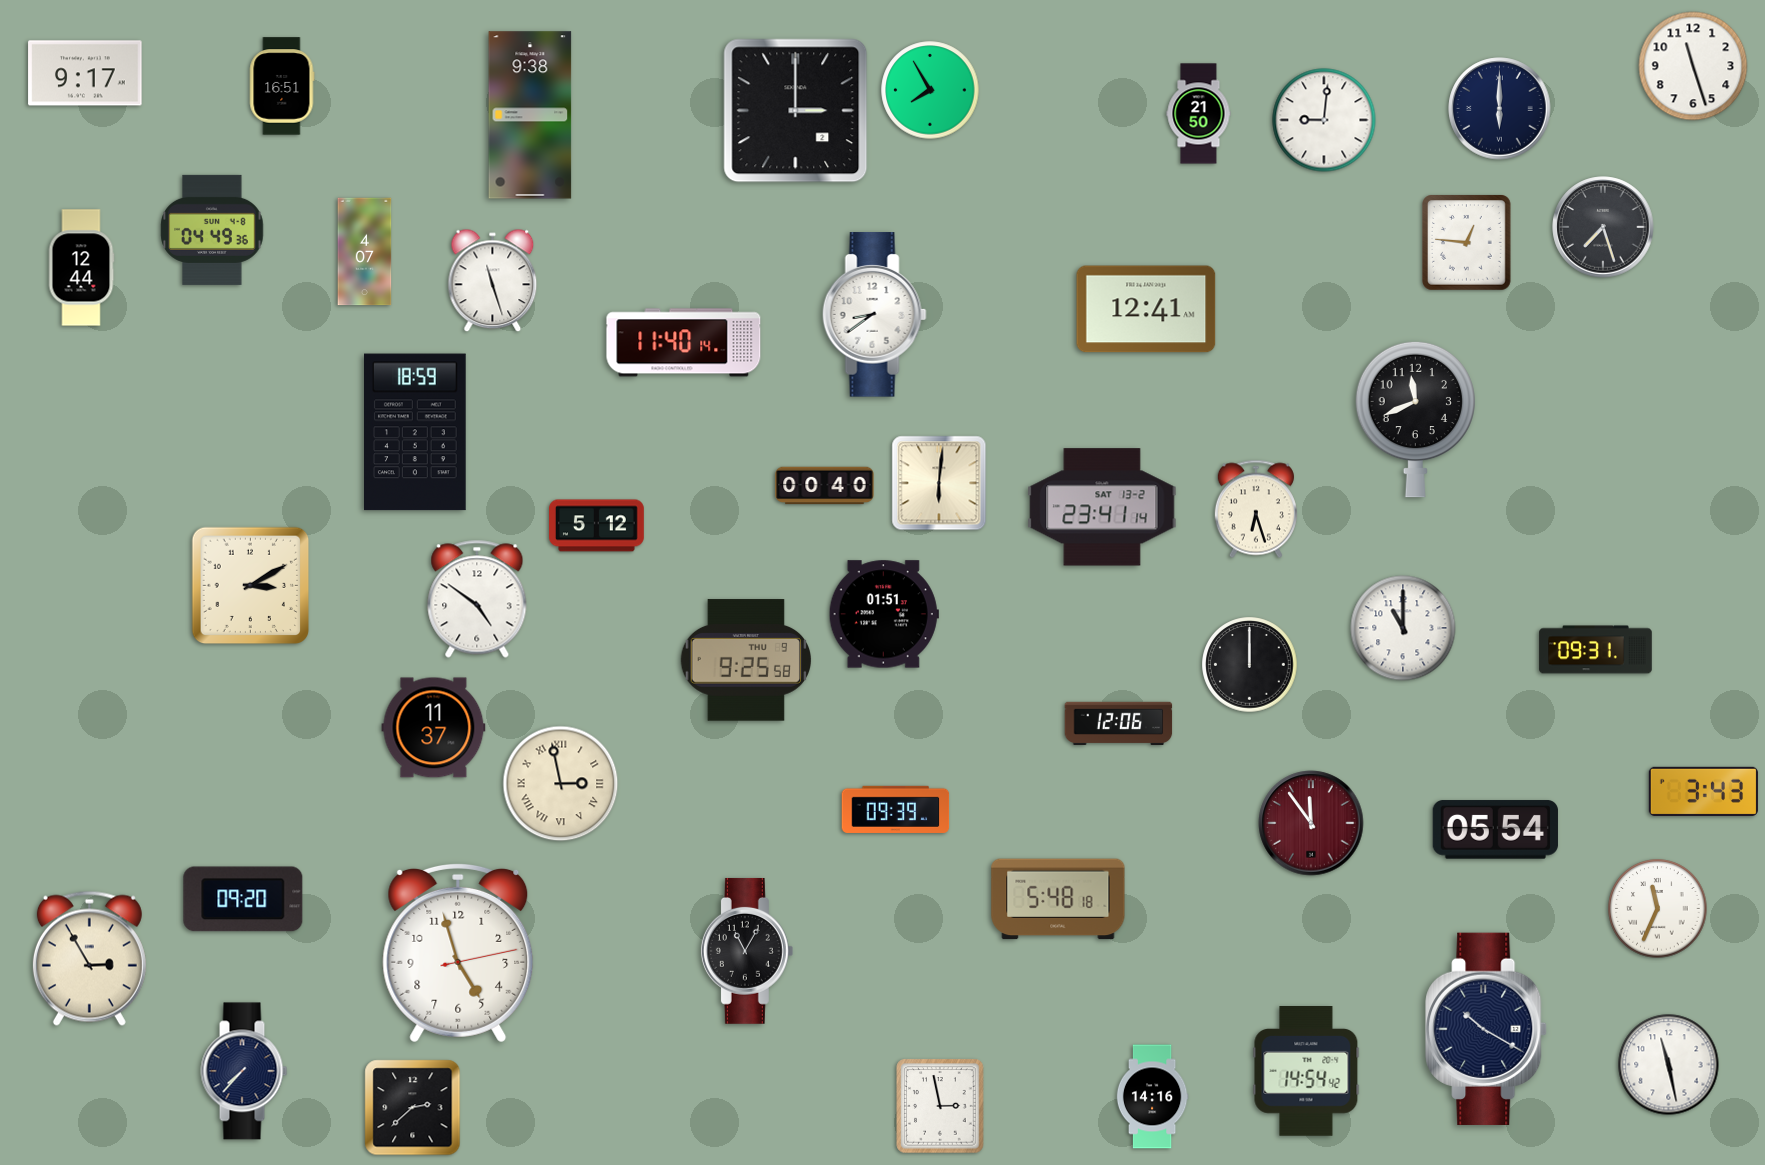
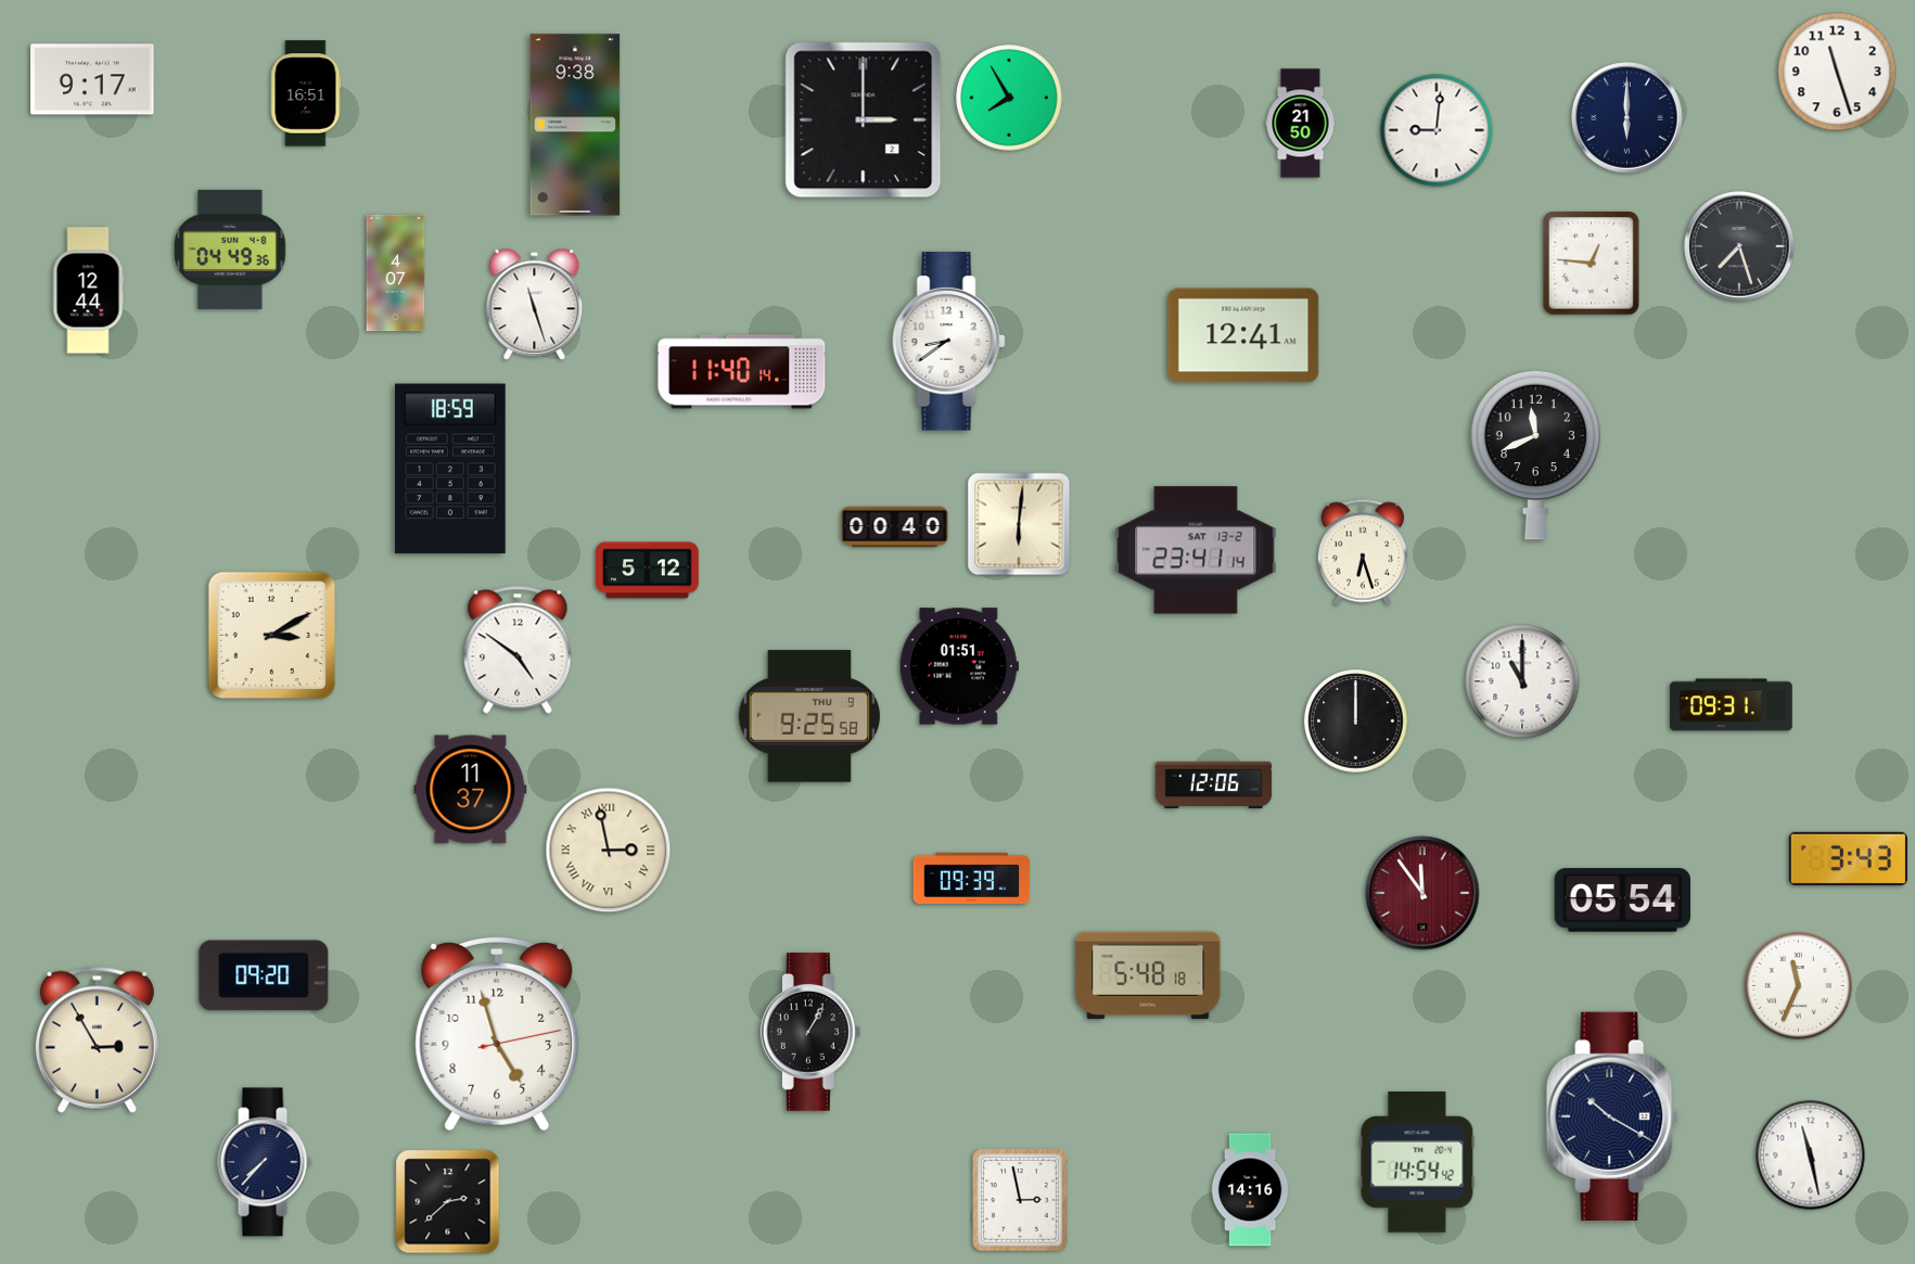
clock at (747, 951): 11:05 -> 1:05
